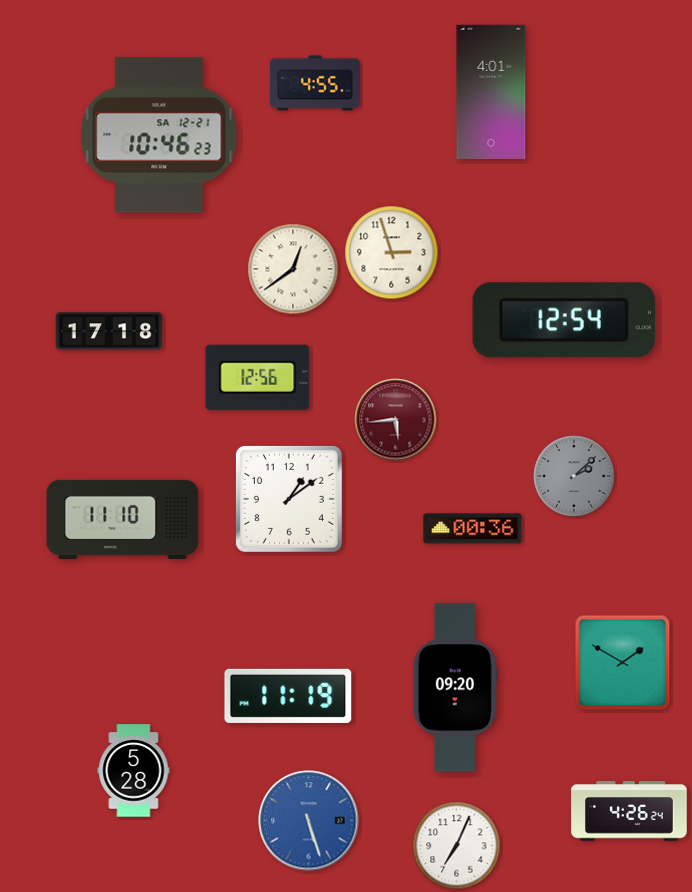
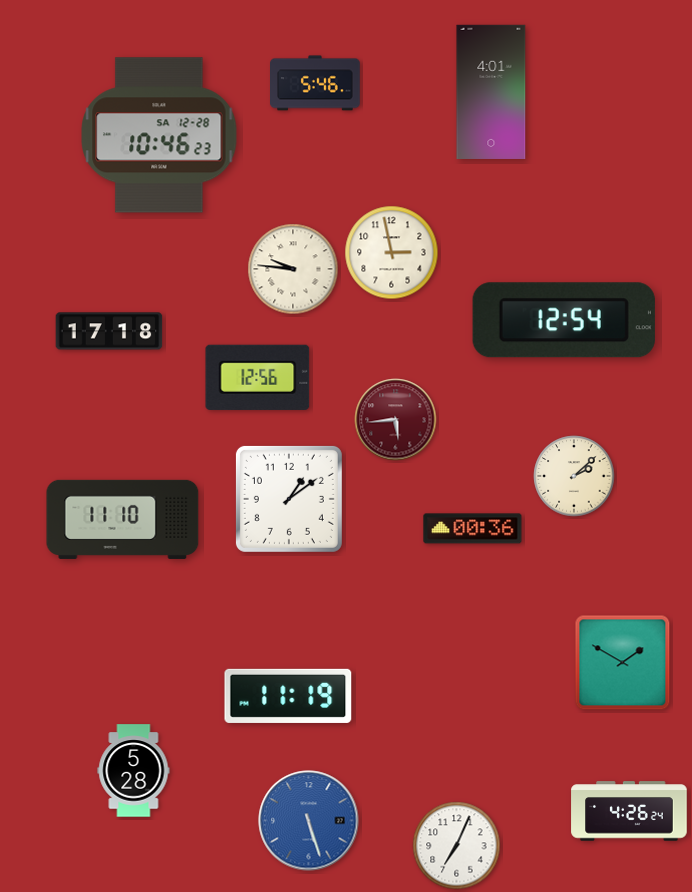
clock at (316, 83): 4:55 -> 5:46
clock at (159, 135) date: SA 12-21 -> SA 12-28
clock at (392, 253): 2:57 -> 2:58
clock at (293, 269): 12:39 -> 9:46
clock at (574, 476) dial: grey -> cream
clock at (455, 688): 09:20 -> none
